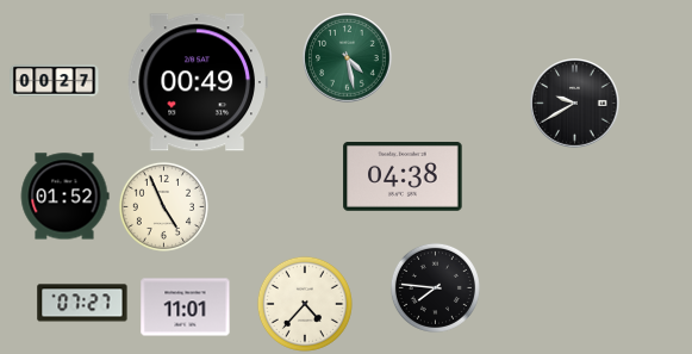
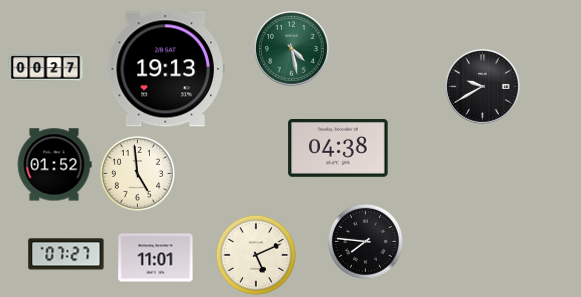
clock at (198, 82): 00:49 -> 19:13
clock at (163, 206): 4:56 -> 4:59
clock at (82, 303) position: (82, 303) -> (66, 254)
clock at (305, 304): 4:37 -> 5:11
